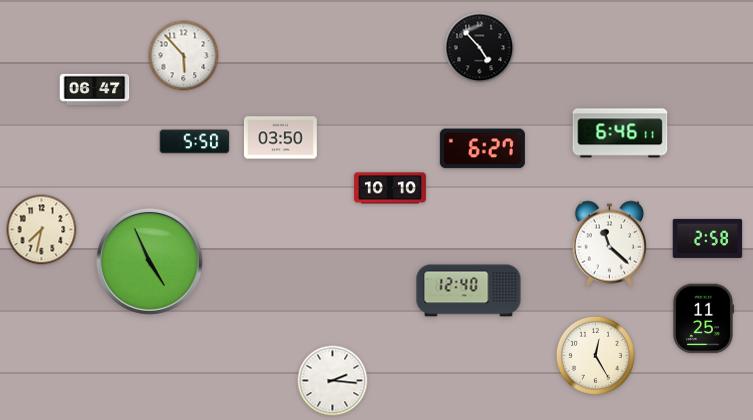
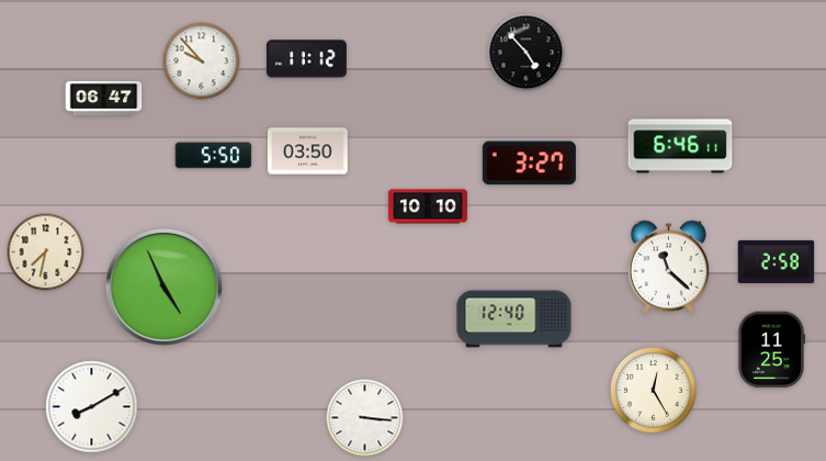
clock at (306, 59): none -> 11:12
clock at (184, 56): 5:53 -> 9:53
clock at (482, 149): 6:27 -> 3:27
clock at (92, 407): none -> 8:10
clock at (333, 381): 2:16 -> 3:16
